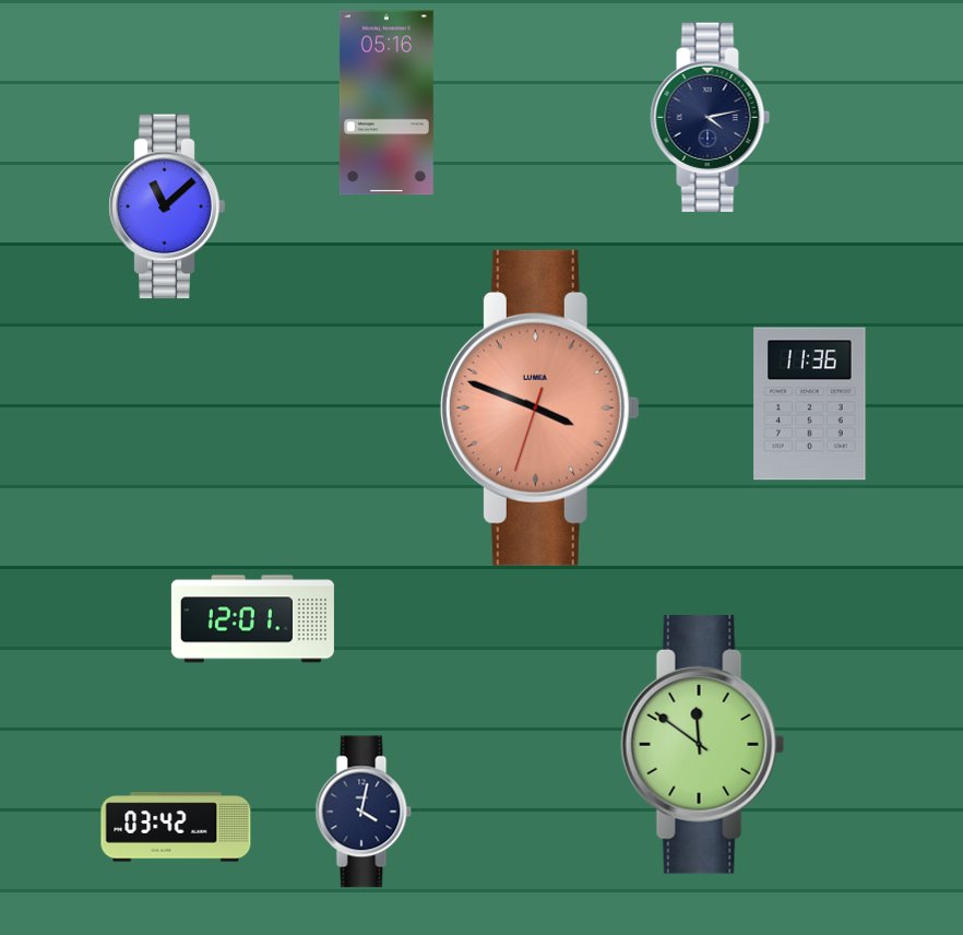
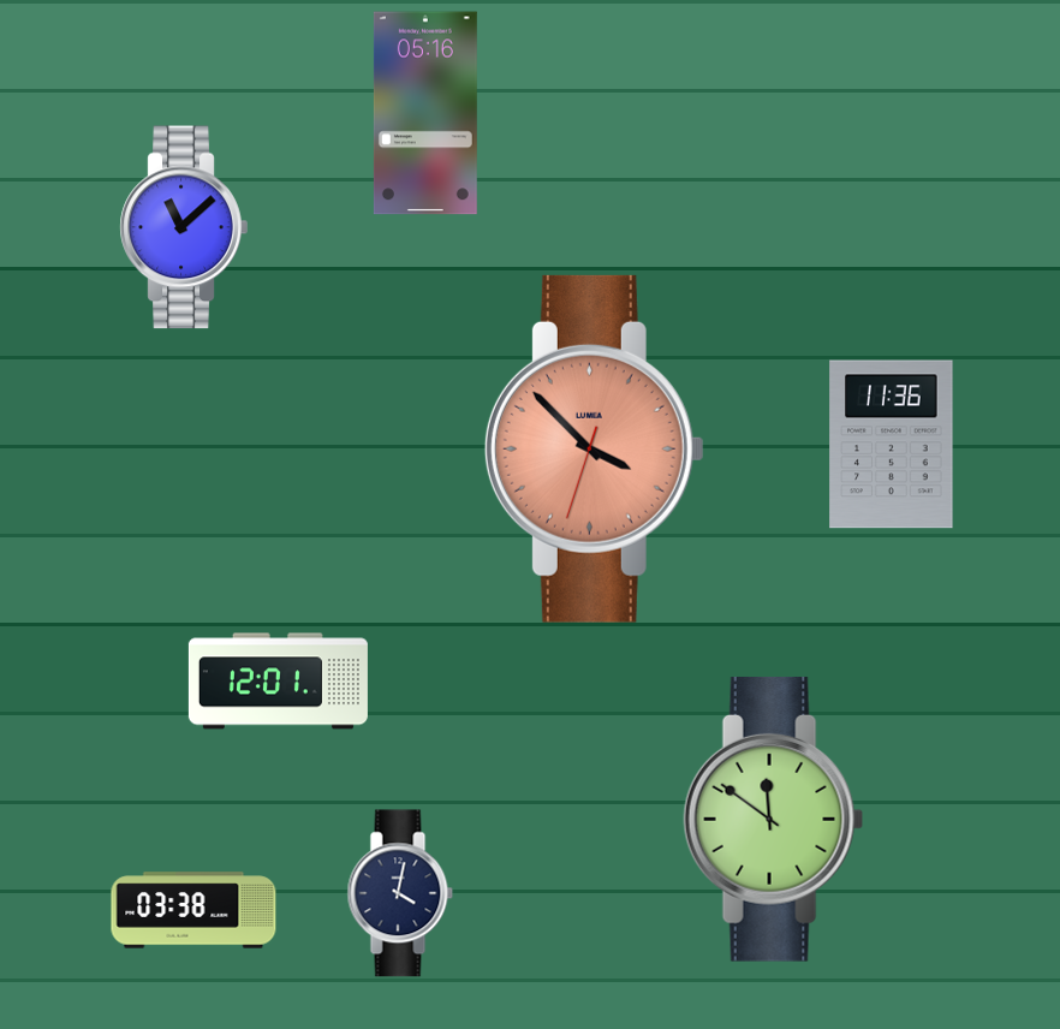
clock at (711, 117): 4:13 -> none
clock at (539, 407): 3:48 -> 3:52
clock at (176, 827): 03:42 -> 03:38
